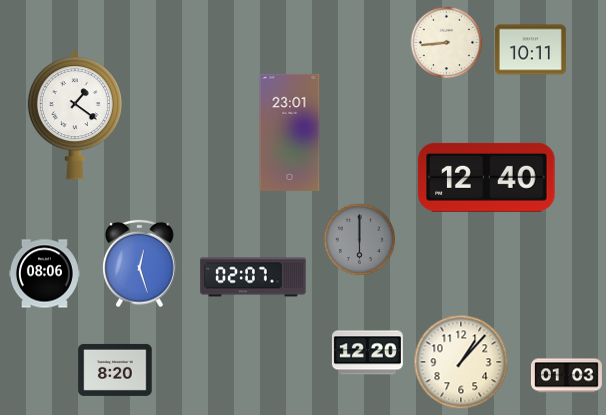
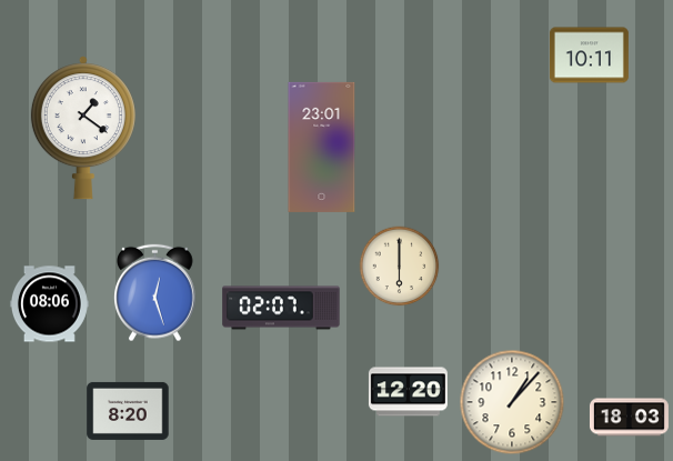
clock at (447, 43): 8:44 -> none
clock at (487, 177): 12:40 -> none
clock at (360, 240) dial: grey -> cream
clock at (566, 376): 01:03 -> 18:03
